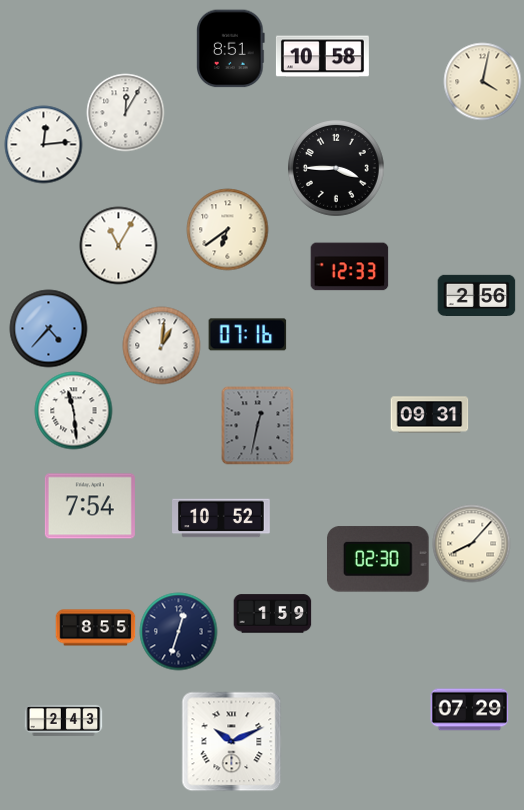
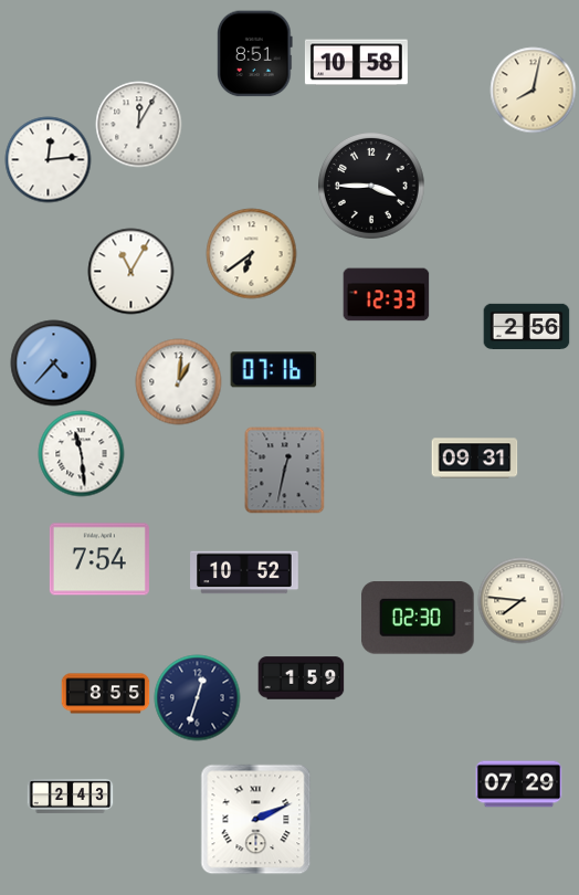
clock at (482, 81): 4:02 -> 8:02
clock at (471, 543): 8:07 -> 7:46
clock at (231, 741): 10:11 -> 2:11
